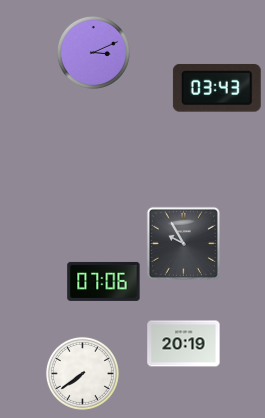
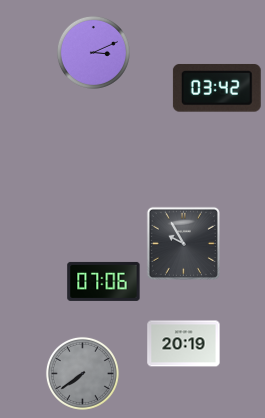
clock at (217, 88): 03:43 -> 03:42
clock at (82, 373) dial: white -> grey
